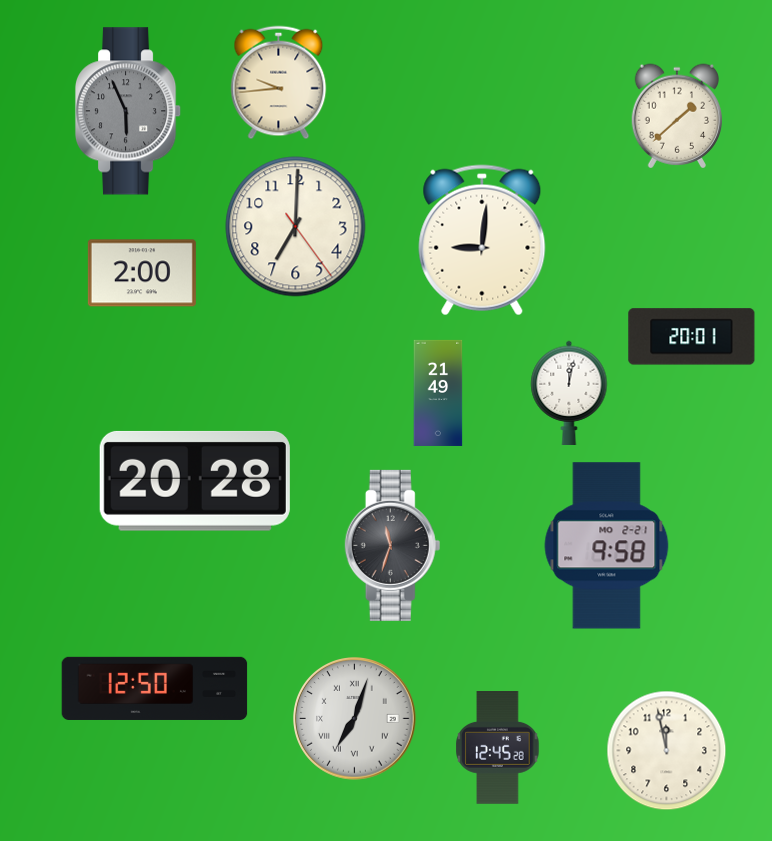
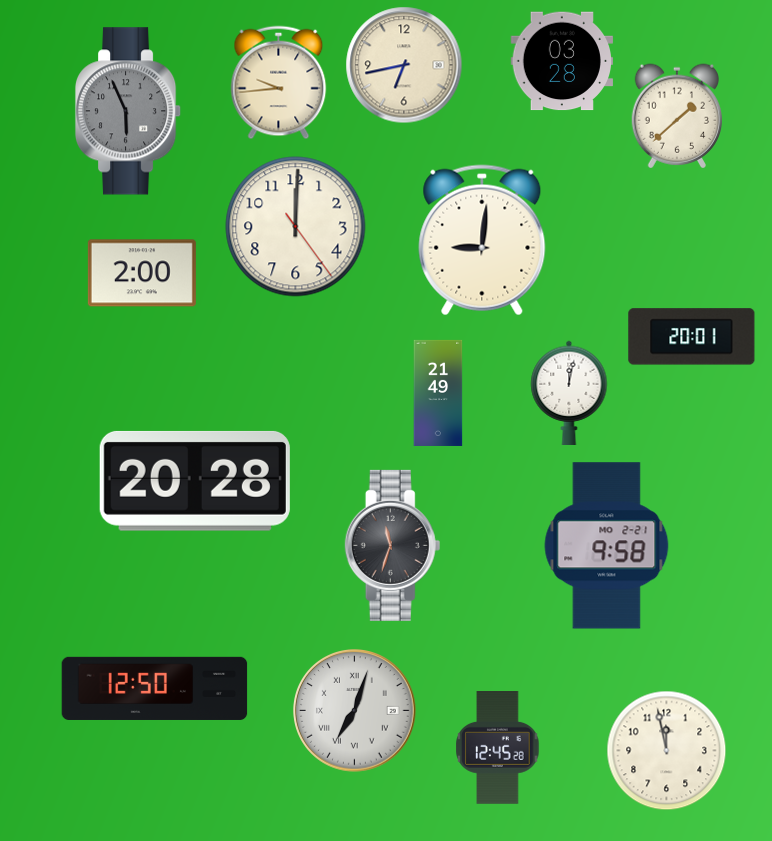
clock at (561, 61): none -> 03:28
clock at (404, 65): none -> 6:43
clock at (296, 227): 7:00 -> 12:00
clock at (355, 719) position: (355, 719) -> (355, 711)
